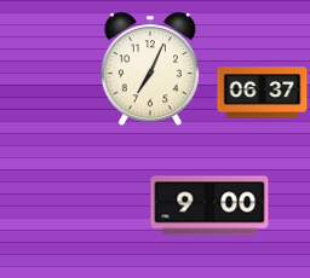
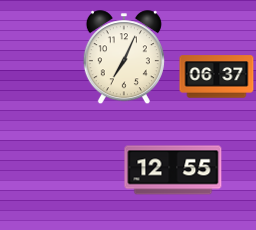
clock at (209, 205): 9:00 -> 12:55
